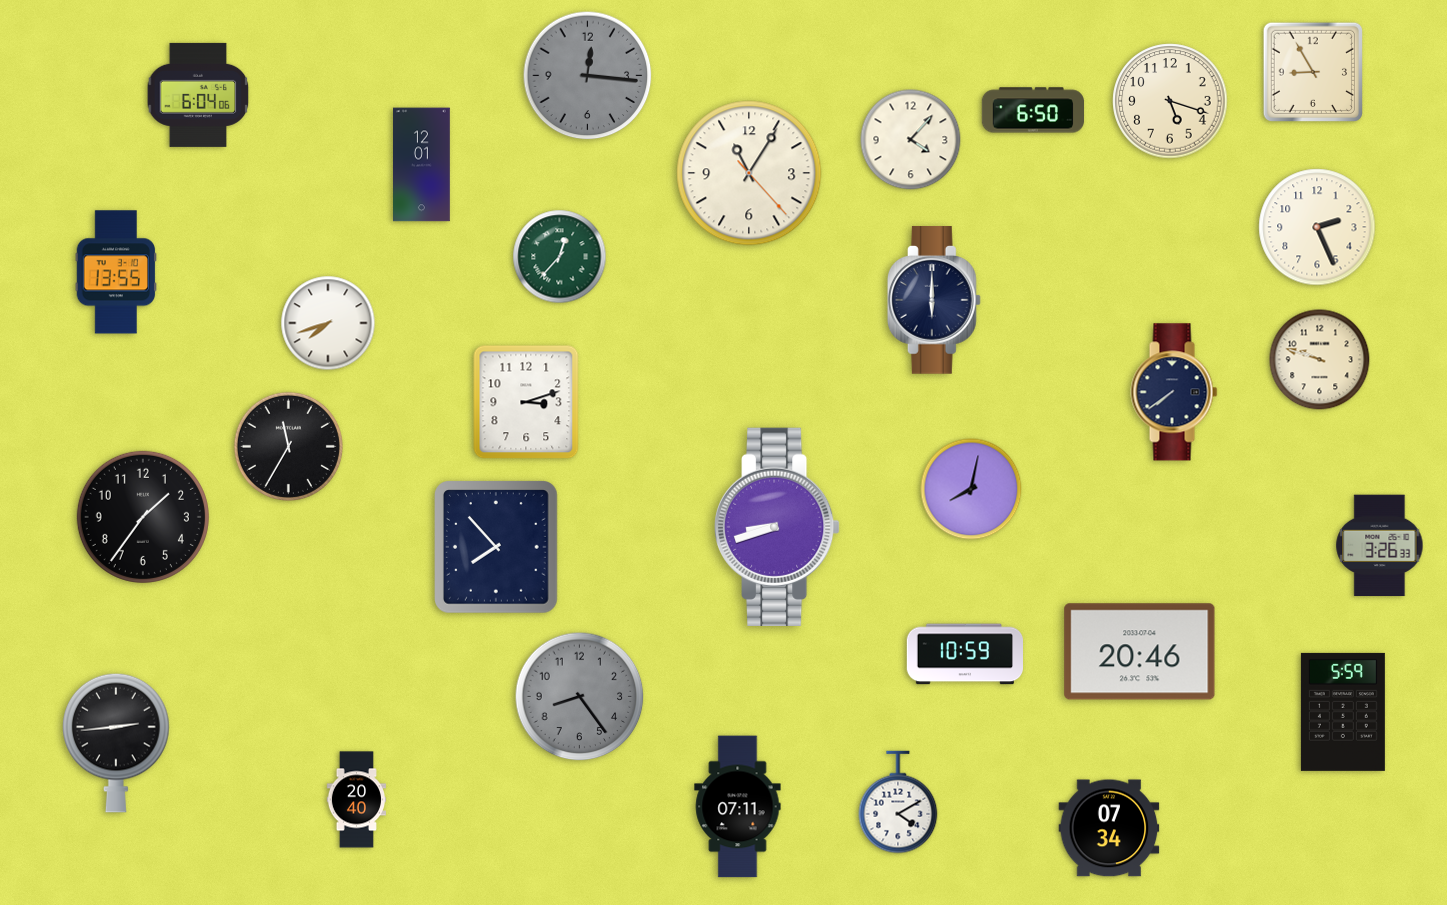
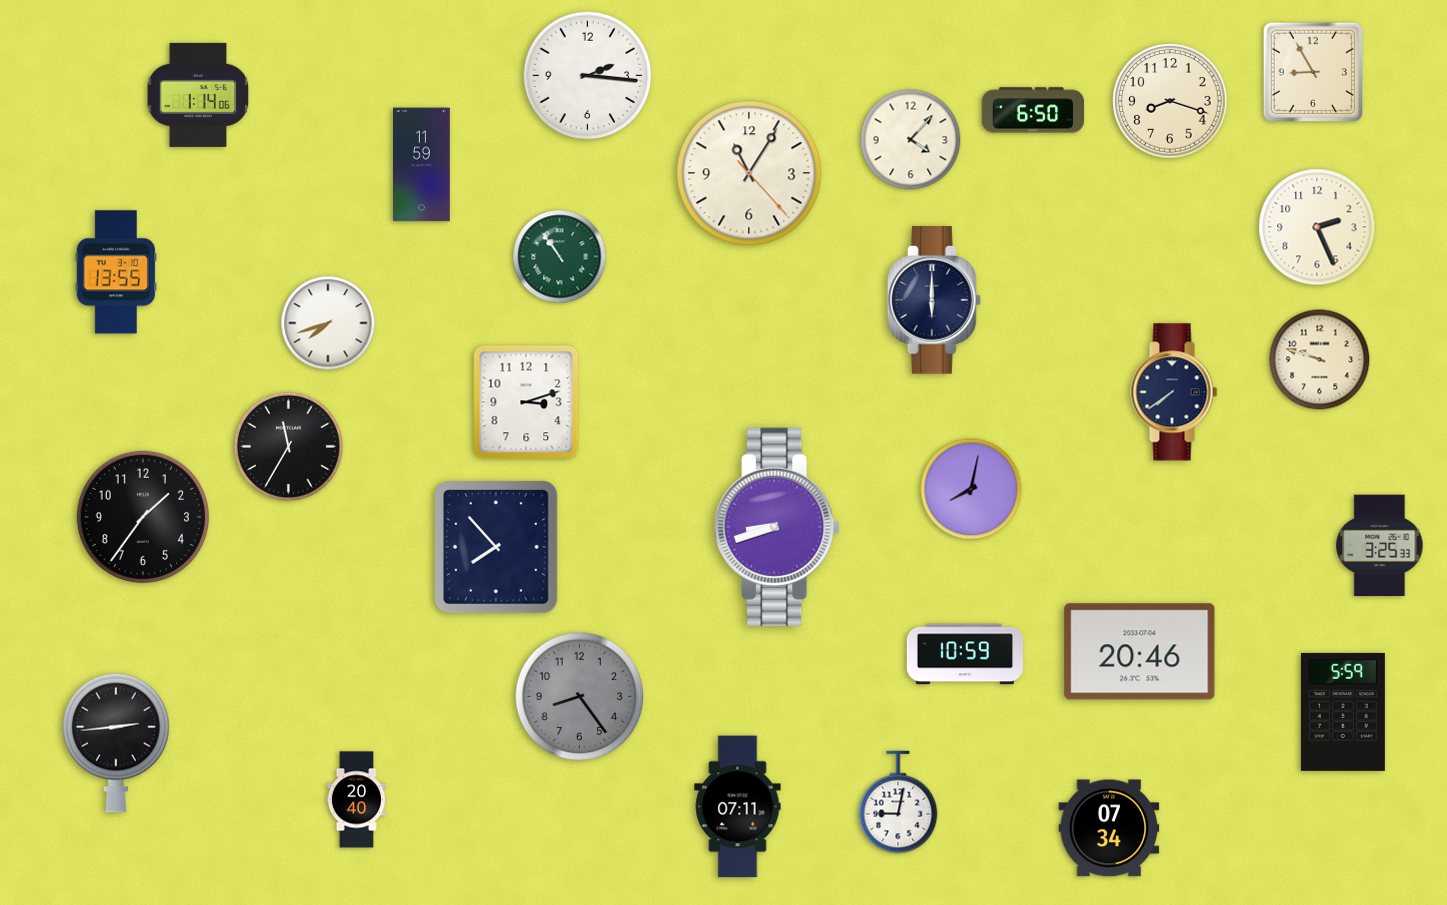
clock at (588, 76): 12:16 -> 2:16
clock at (588, 76) dial: grey -> white
clock at (198, 95): 6:04 -> 1:14
clock at (1170, 101): 5:18 -> 8:18
clock at (422, 165): 12:01 -> 11:59
clock at (560, 257): 12:37 -> 10:54
clock at (1380, 546): 3:26 -> 3:25
clock at (898, 802): 4:10 -> 9:02
